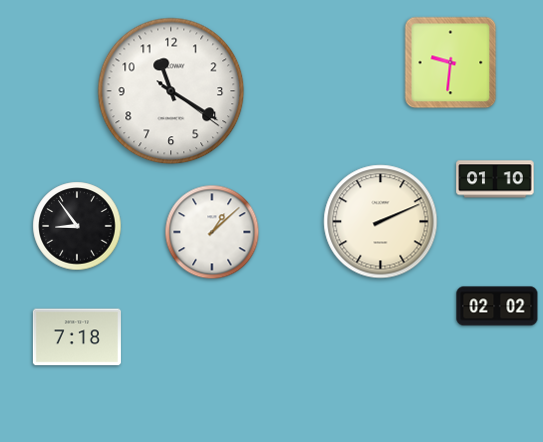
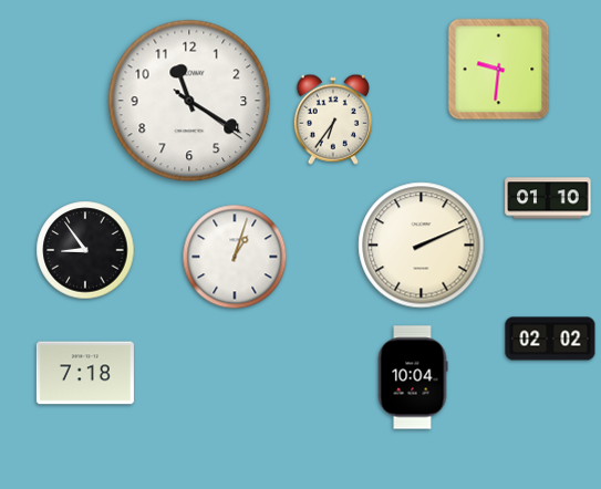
clock at (333, 119): none -> 6:36
clock at (212, 232): 1:08 -> 1:03
clock at (413, 377): none -> 10:04
